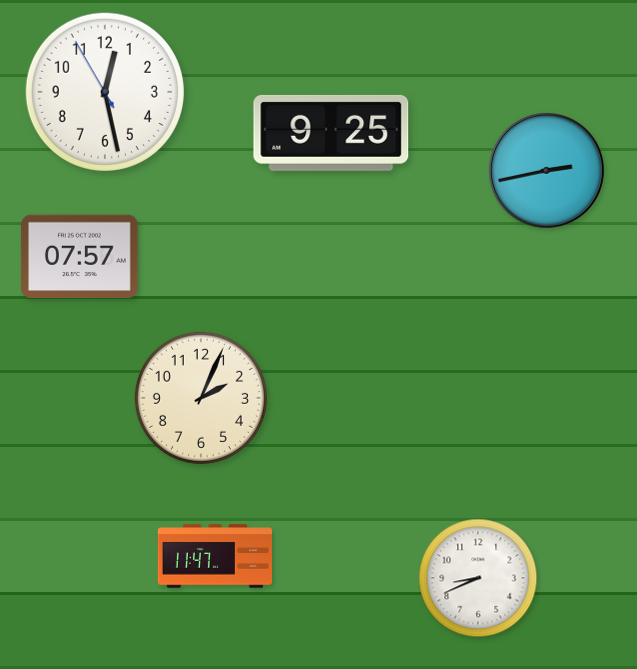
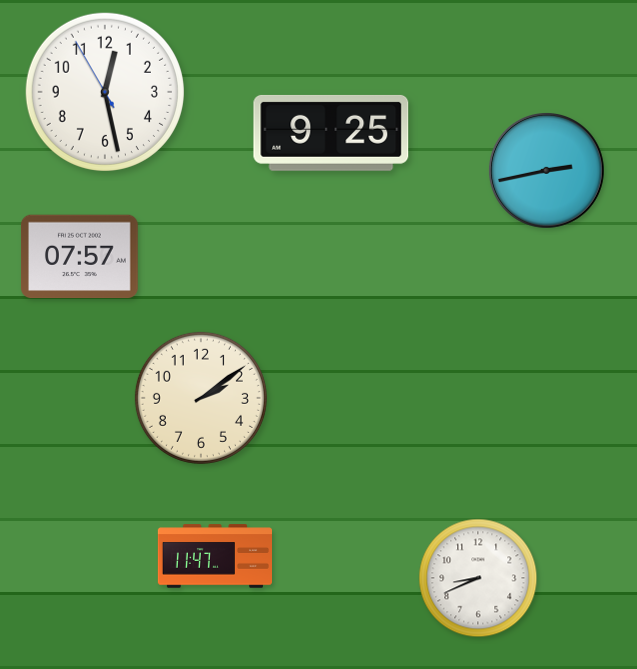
clock at (201, 398): 2:04 -> 2:09
